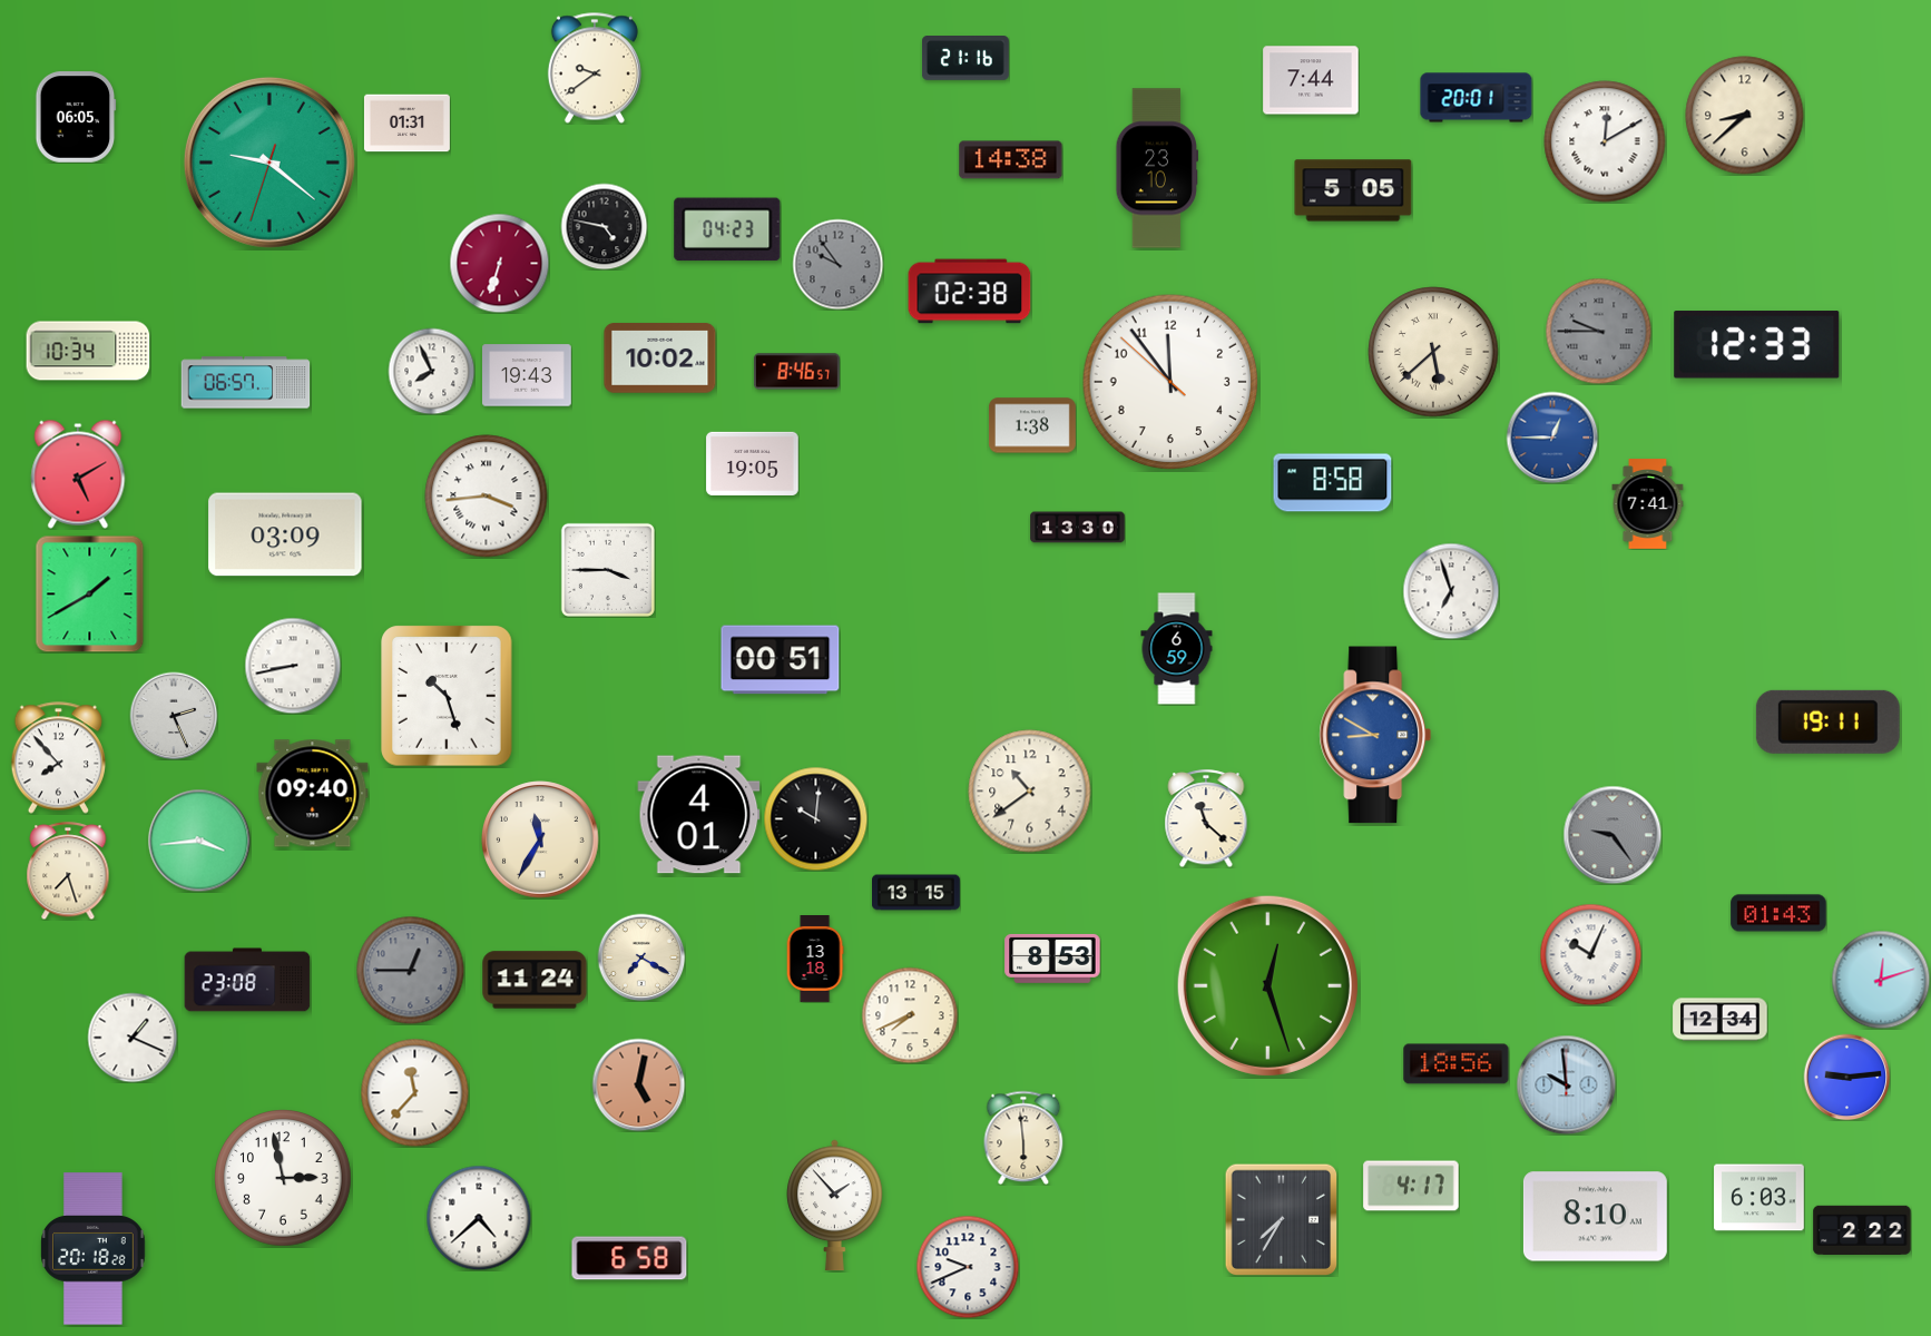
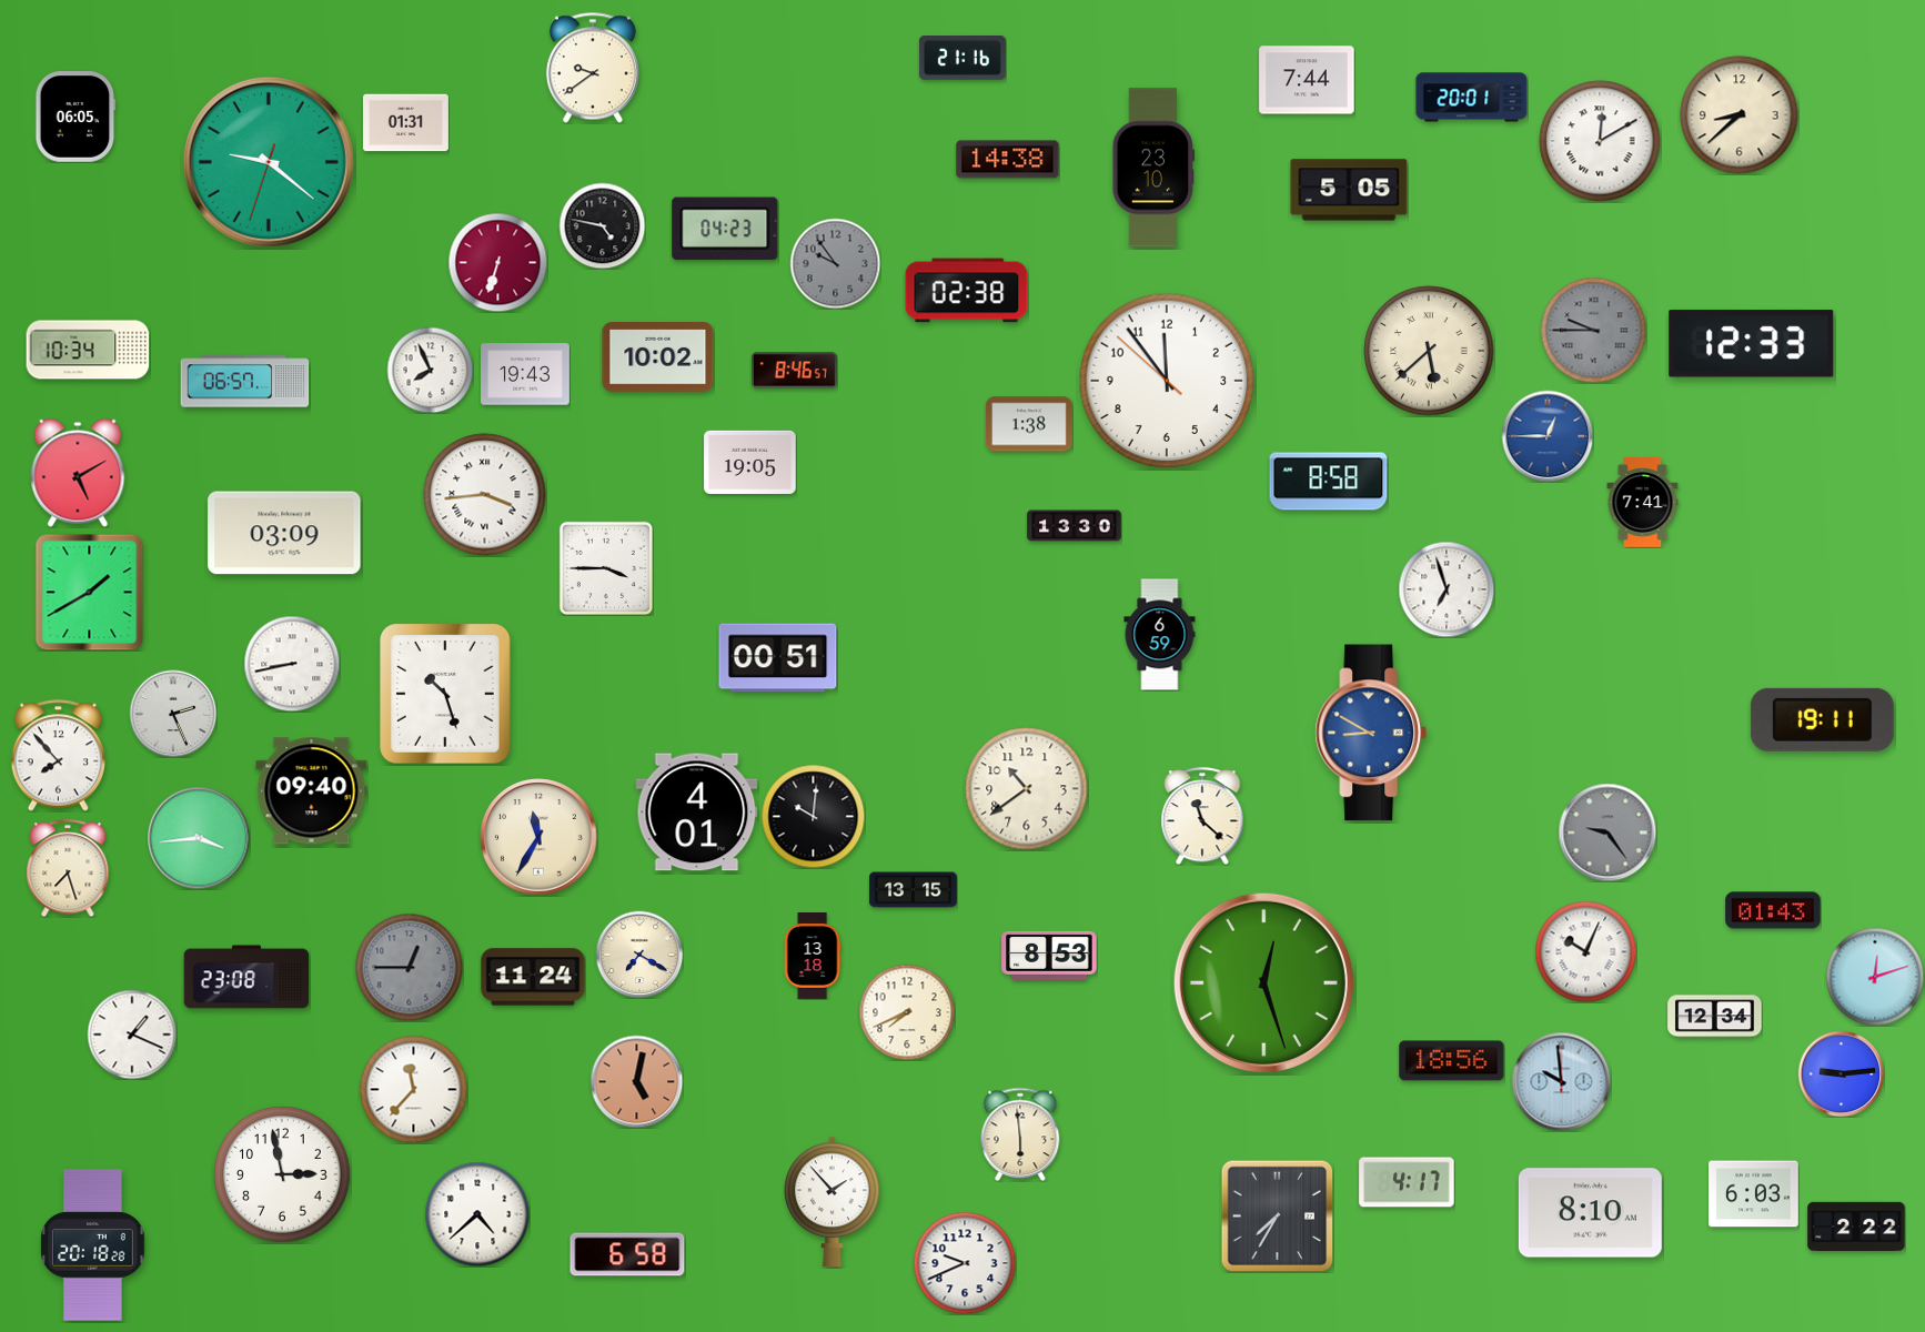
clock at (1177, 649) position: (1177, 649) -> (1160, 635)
